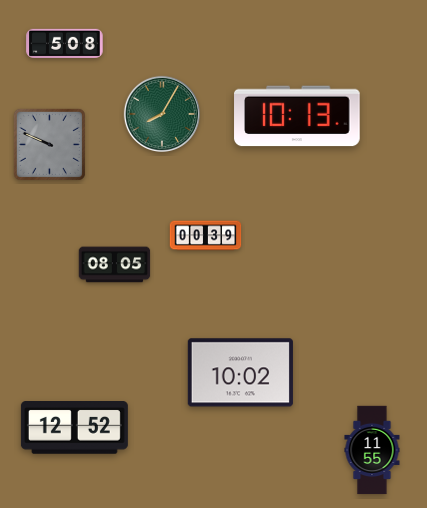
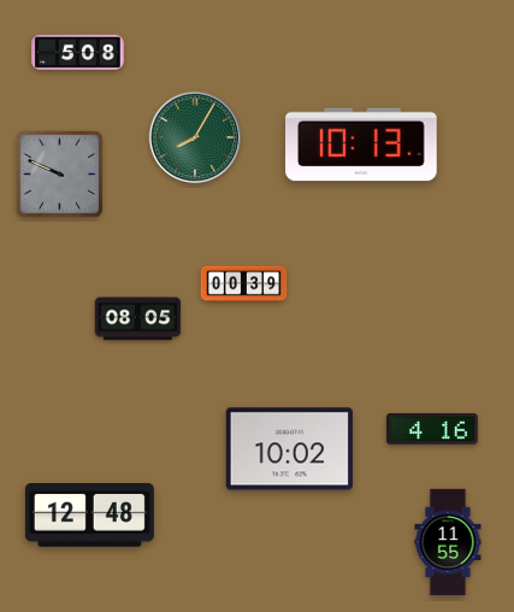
clock at (297, 116) position: (297, 116) -> (361, 145)
clock at (206, 236) position: (206, 236) -> (244, 284)
clock at (432, 429): none -> 4:16
clock at (74, 428): 12:52 -> 12:48
